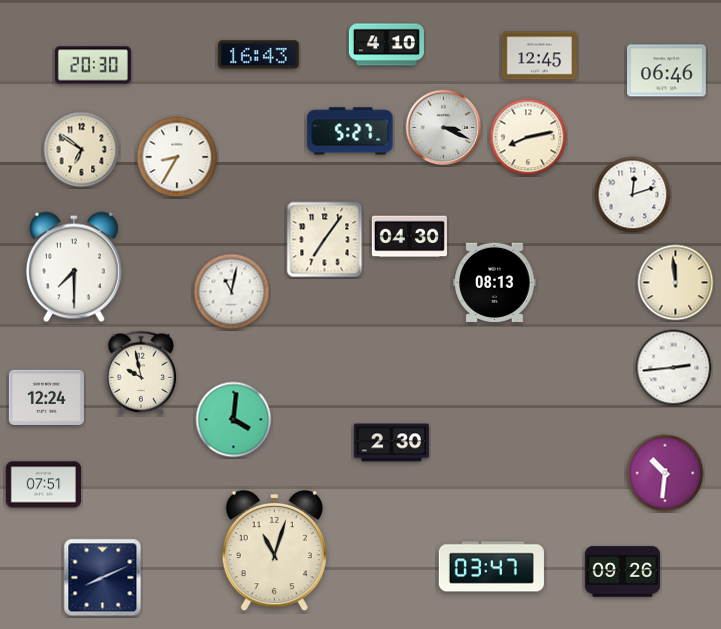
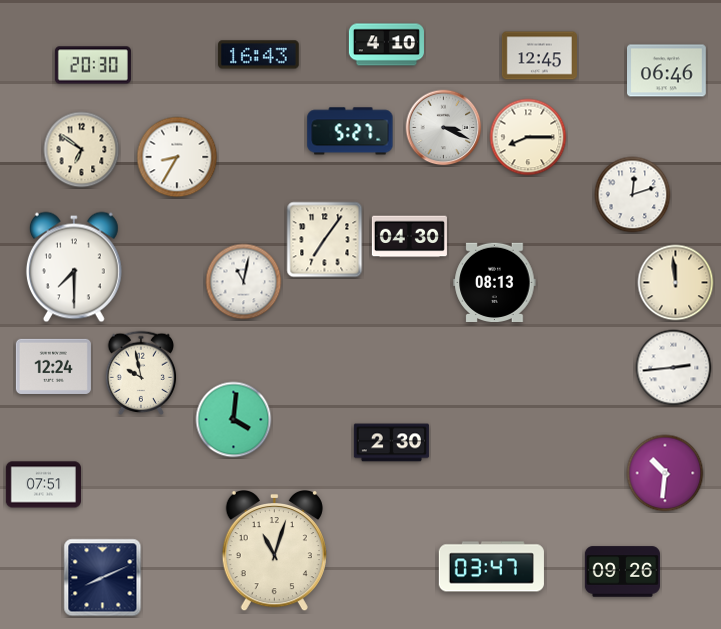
clock at (528, 137): 8:13 -> 8:15
clock at (232, 292) position: (232, 292) -> (244, 282)
clock at (46, 397) position: (46, 397) -> (53, 366)
